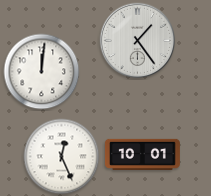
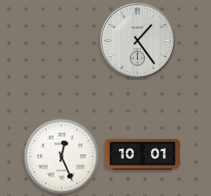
clock at (42, 72): 12:01 -> none
